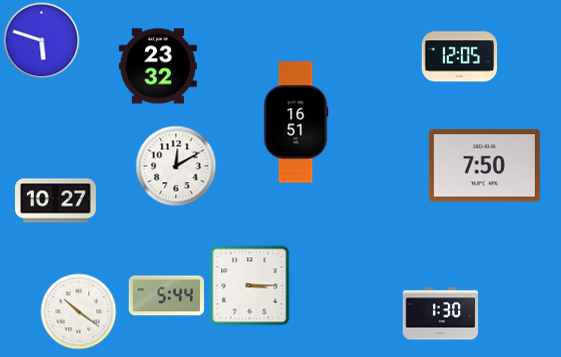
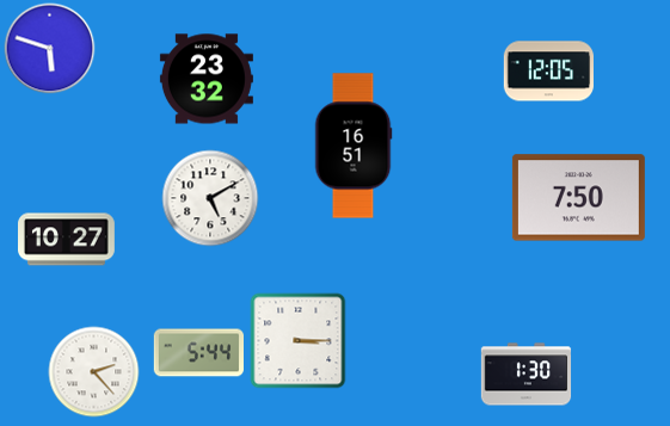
clock at (459, 57) position: (459, 57) -> (548, 72)
clock at (158, 66) position: (158, 66) -> (207, 79)
clock at (176, 166): 12:10 -> 5:10
clock at (79, 312): 10:21 -> 2:23
